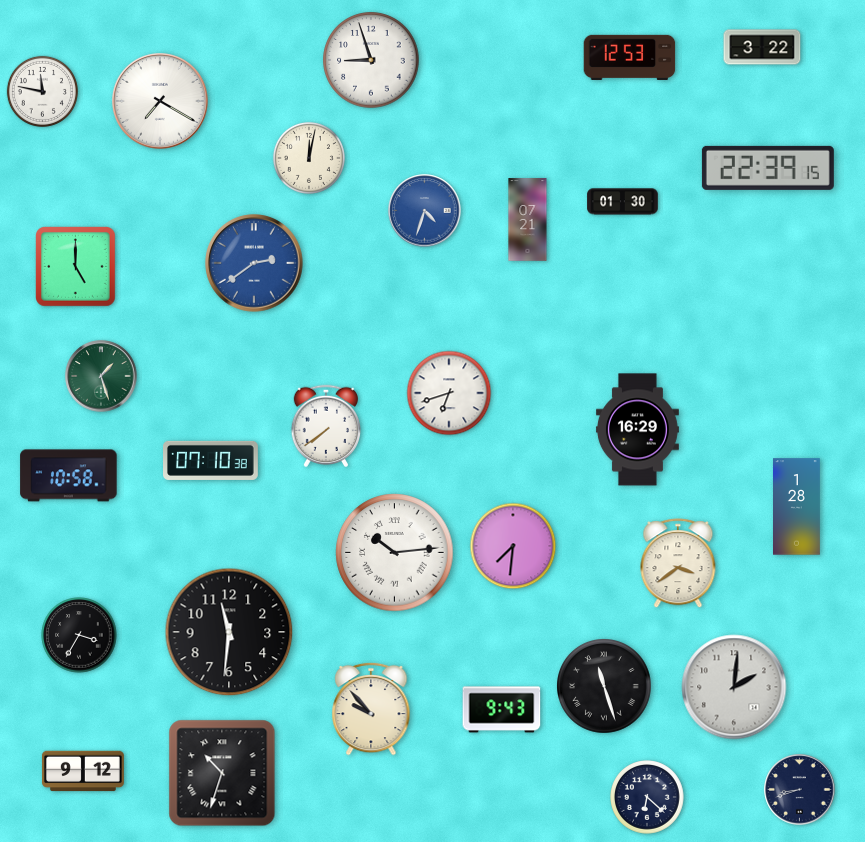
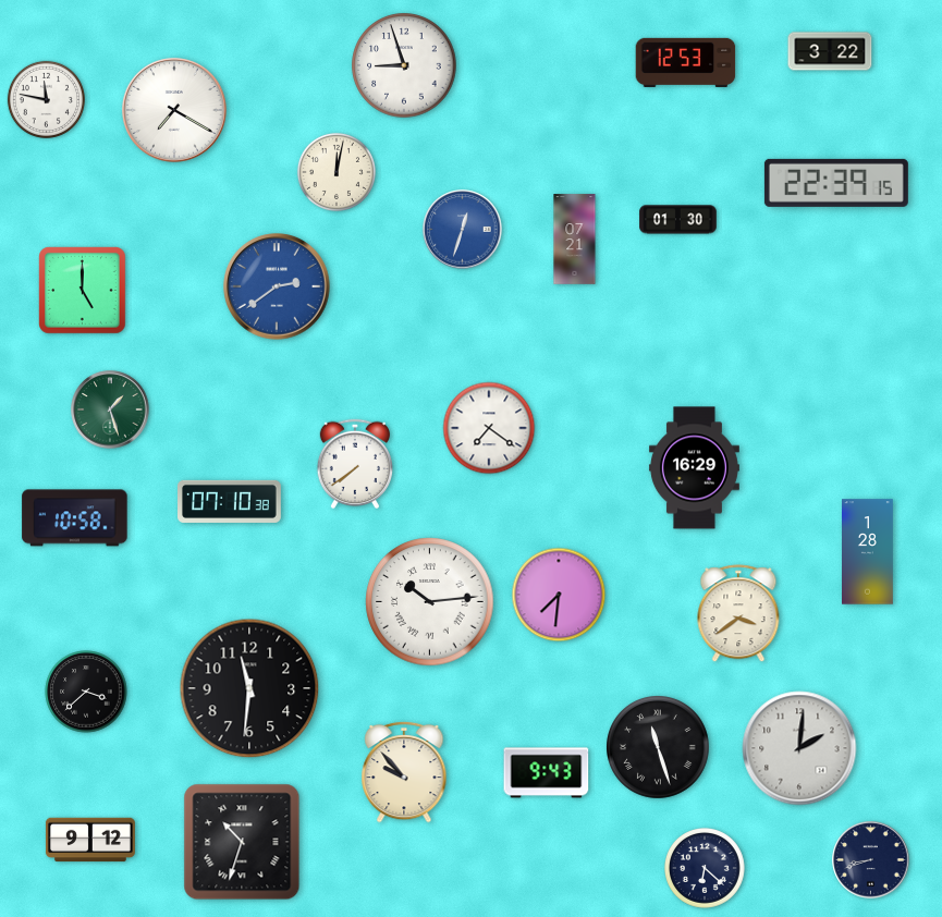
clock at (425, 211): 4:33 -> 12:33
clock at (449, 393): 6:42 -> 7:21
clock at (79, 635): 3:35 -> 3:38
